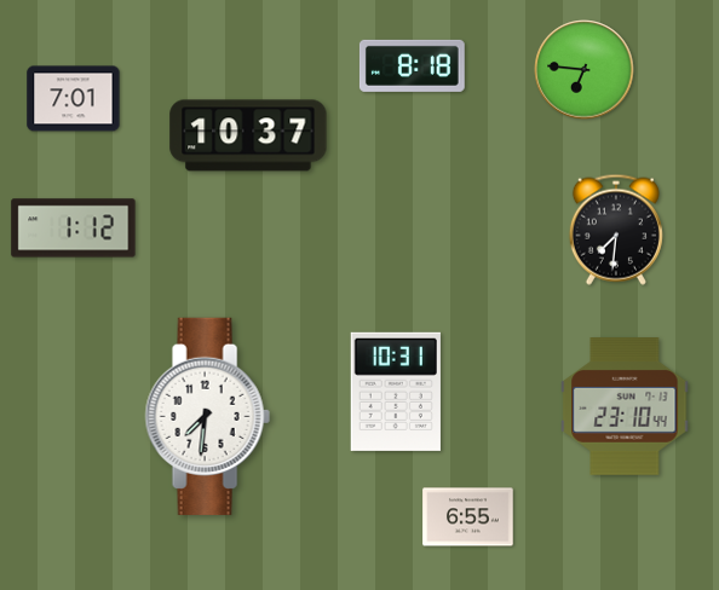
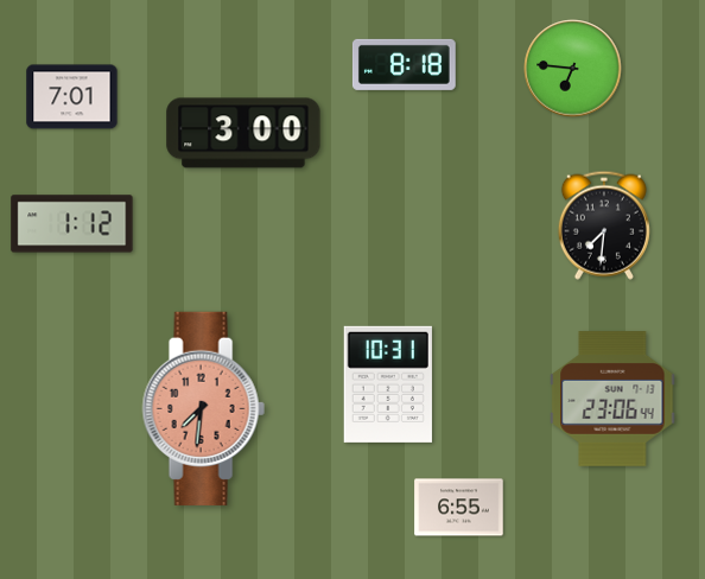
clock at (248, 135): 10:37 -> 3:00
clock at (625, 406): 23:10 -> 23:06
clock at (207, 416) dial: white -> salmon
